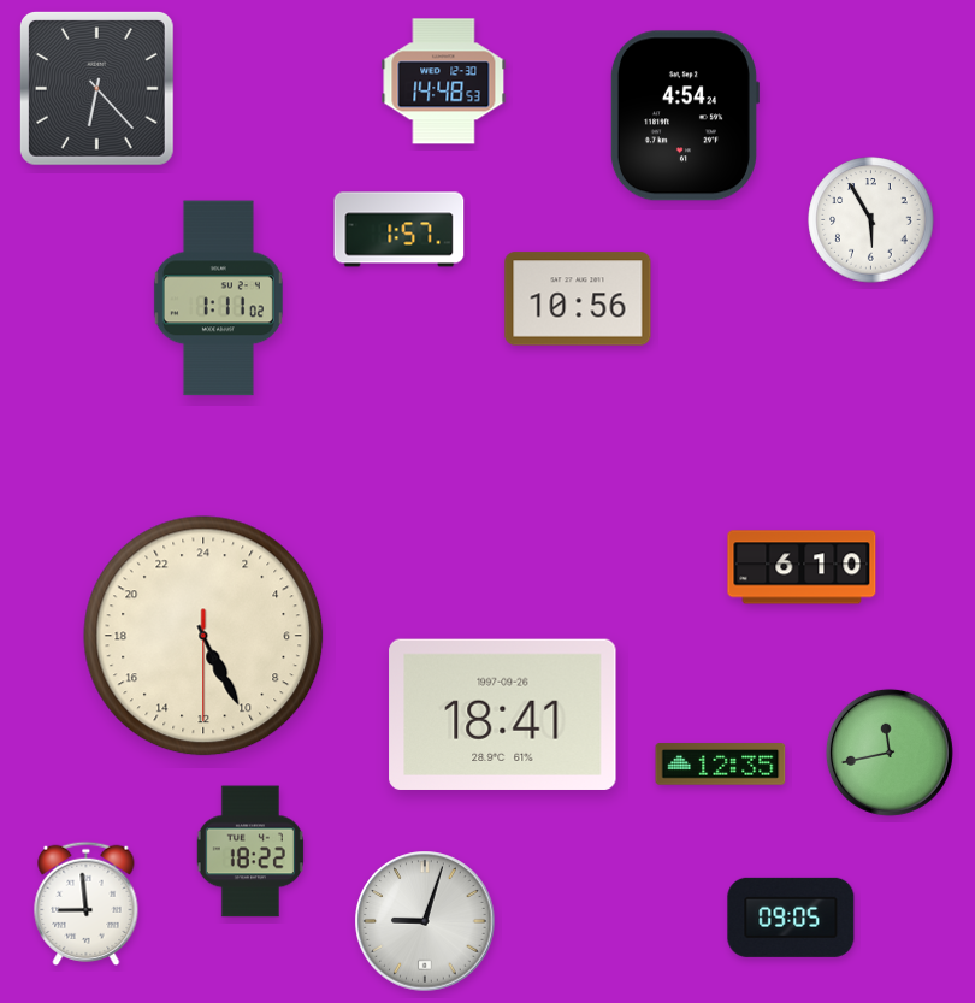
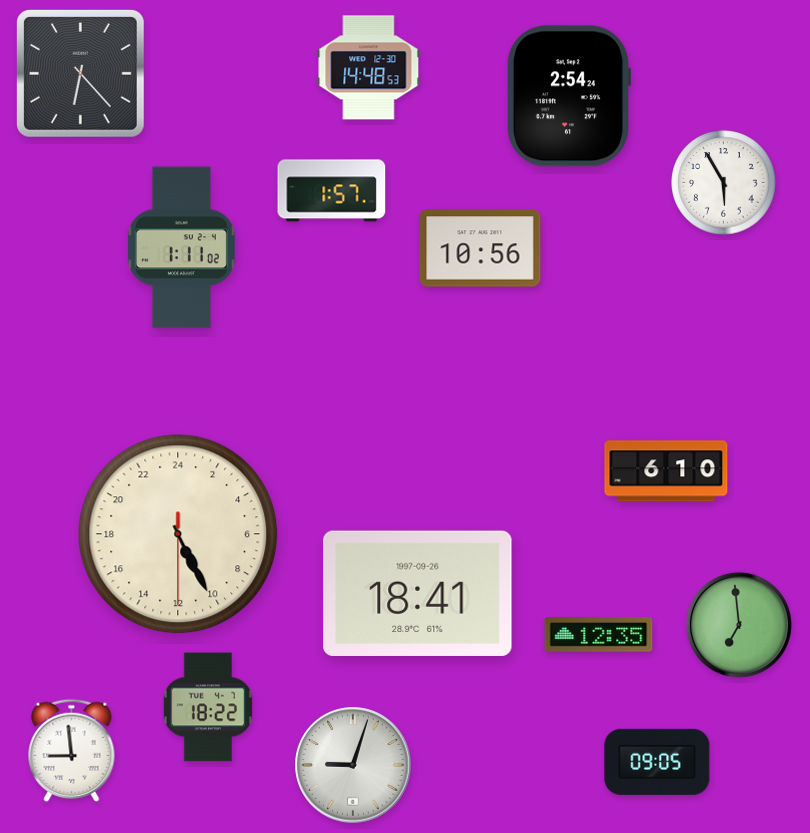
clock at (684, 116): 4:54 -> 2:54
clock at (203, 636) position: (203, 636) -> (178, 534)
clock at (890, 753): 11:43 -> 6:59
